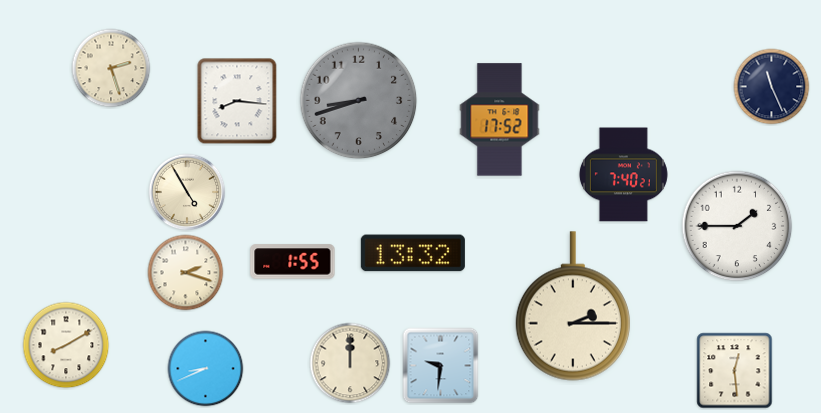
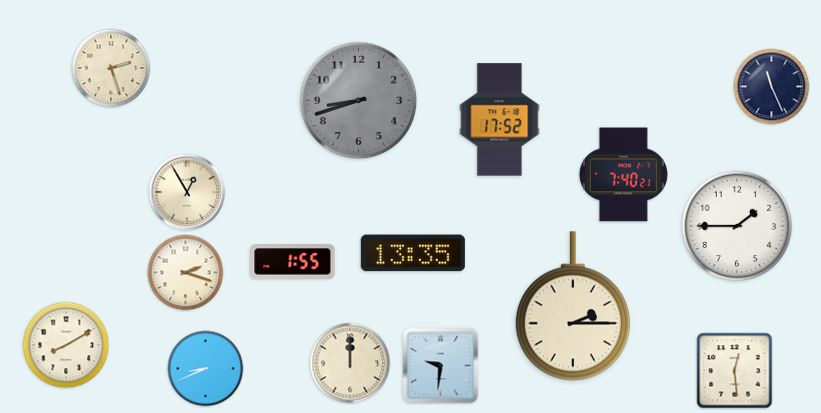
clock at (237, 101): 8:16 -> none
clock at (187, 192): 4:55 -> 12:55
clock at (413, 253): 13:32 -> 13:35
